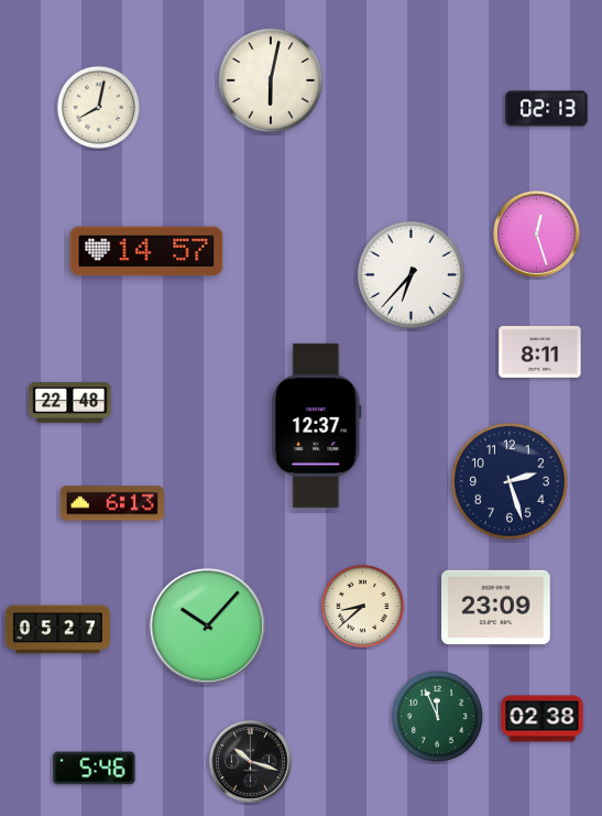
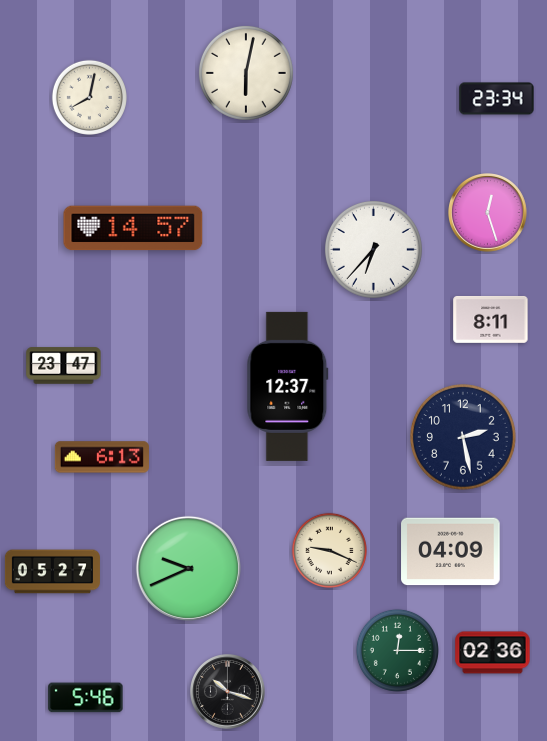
clock at (547, 109): 02:13 -> 23:34
clock at (70, 403): 22:48 -> 23:47
clock at (511, 482): 2:27 -> 2:28
clock at (362, 606): 8:38 -> 9:19
clock at (496, 608): 23:09 -> 04:09
clock at (207, 625): 10:07 -> 9:41
clock at (437, 716): 11:56 -> 12:15
clock at (543, 719): 02:38 -> 02:36
